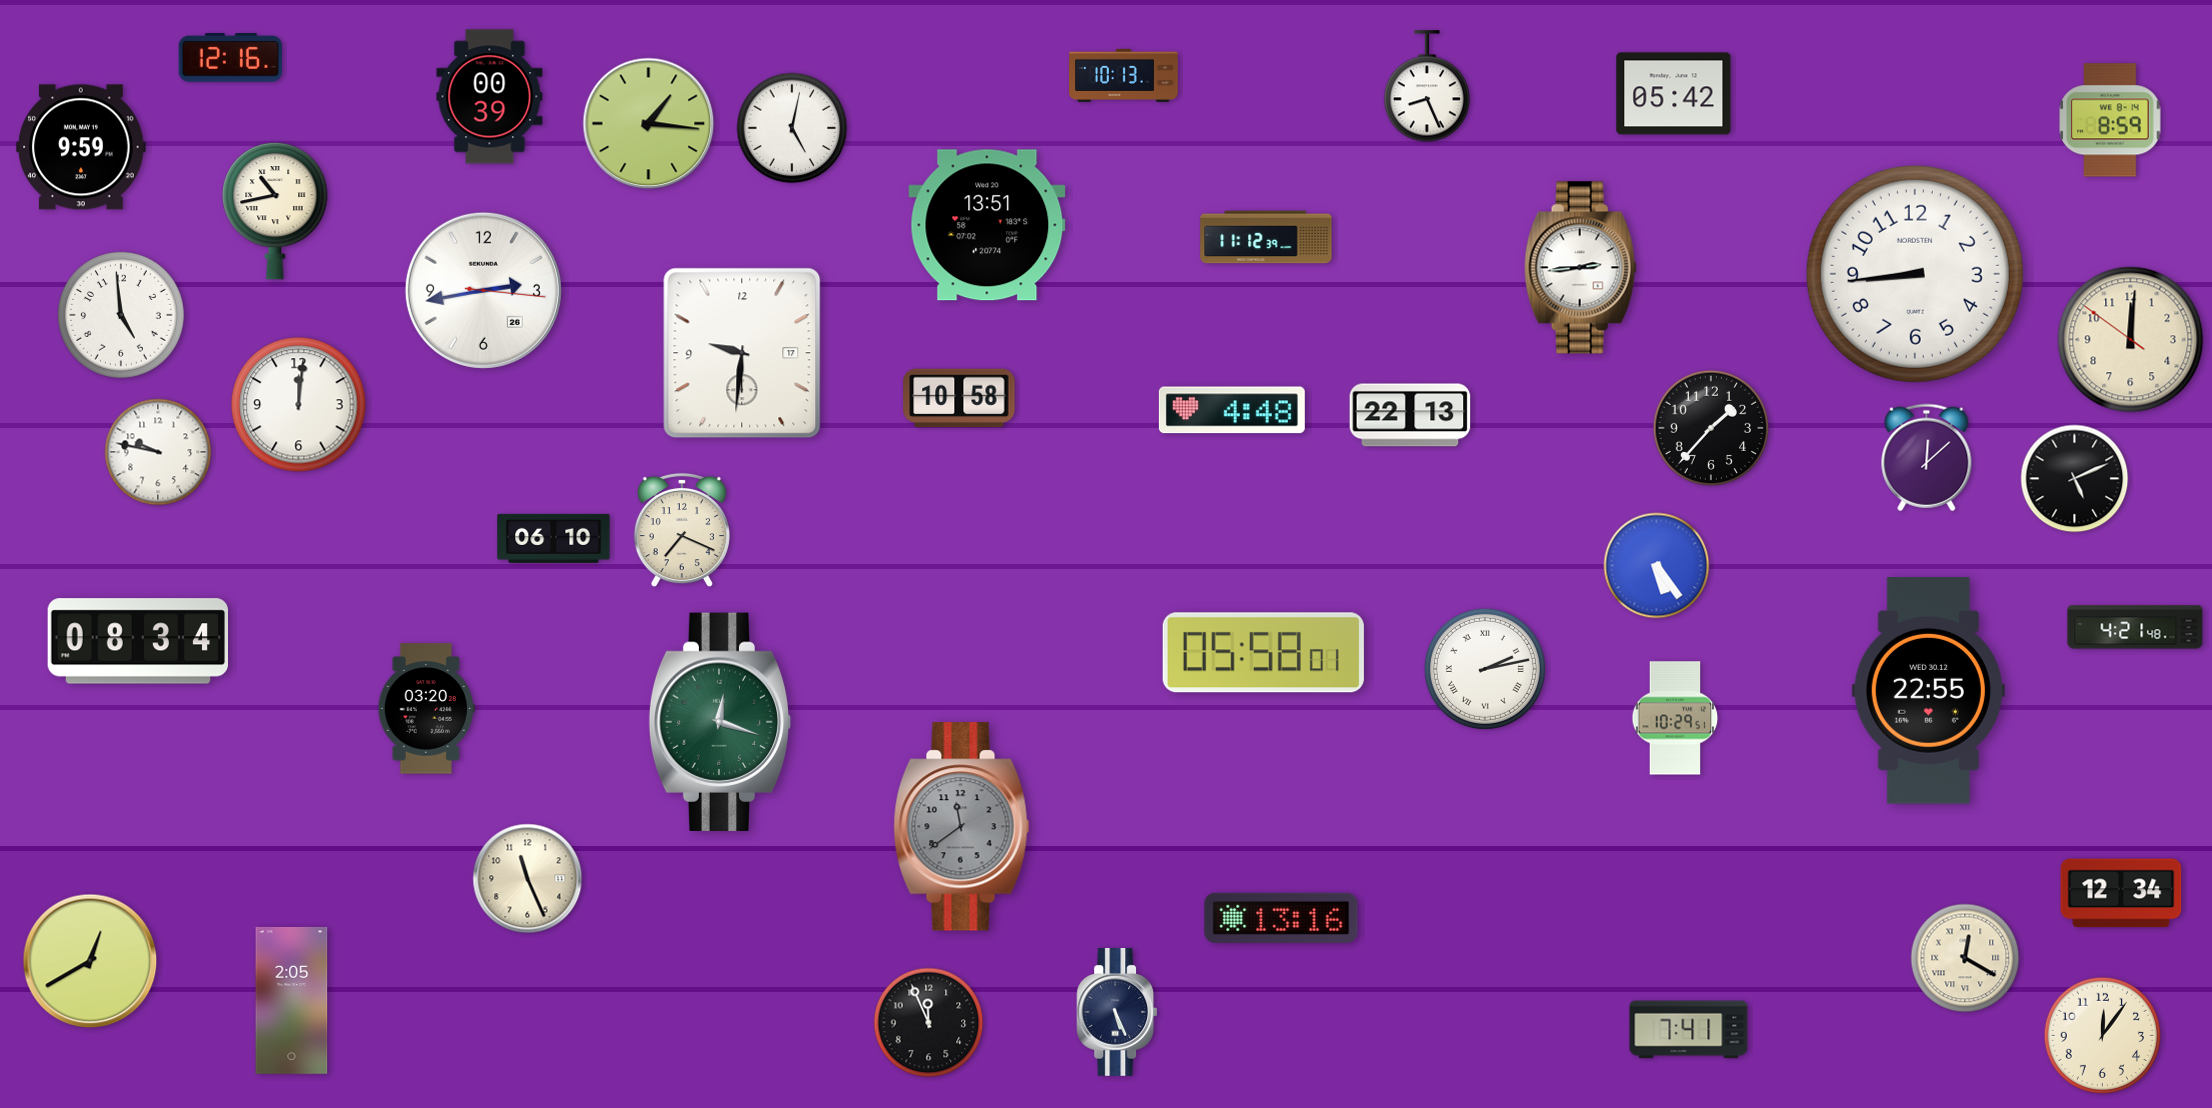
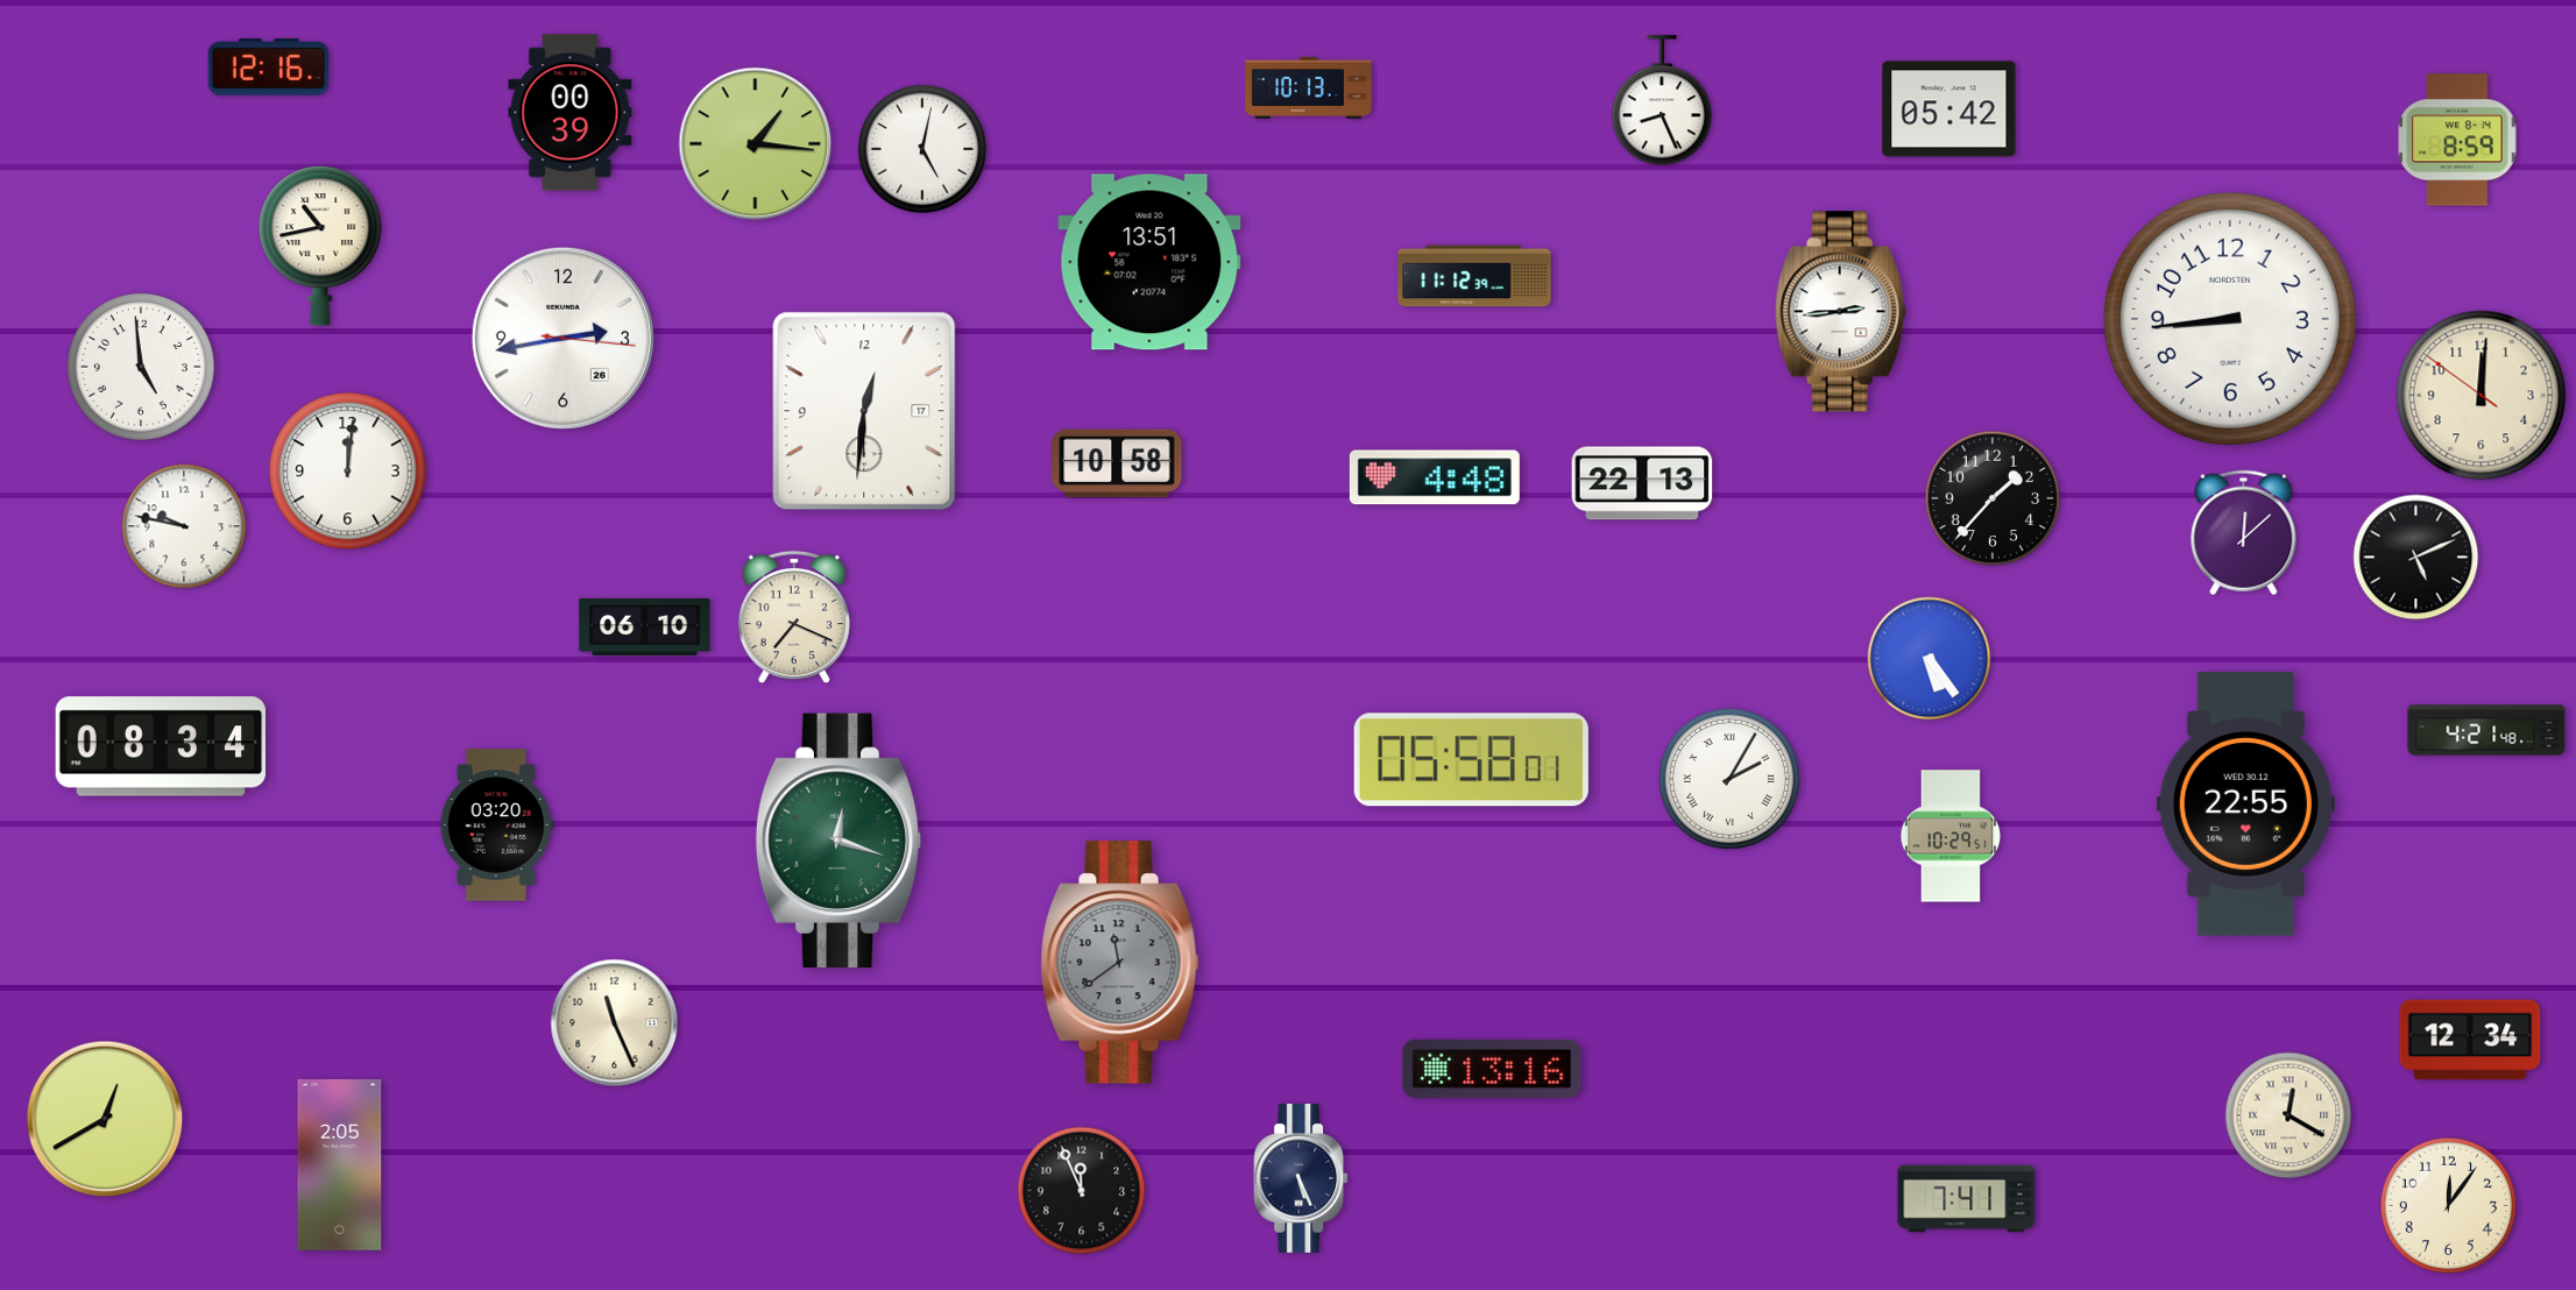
clock at (81, 147): 9:59 -> none
clock at (742, 353): 9:31 -> 12:31
clock at (1485, 669): 2:13 -> 2:05
